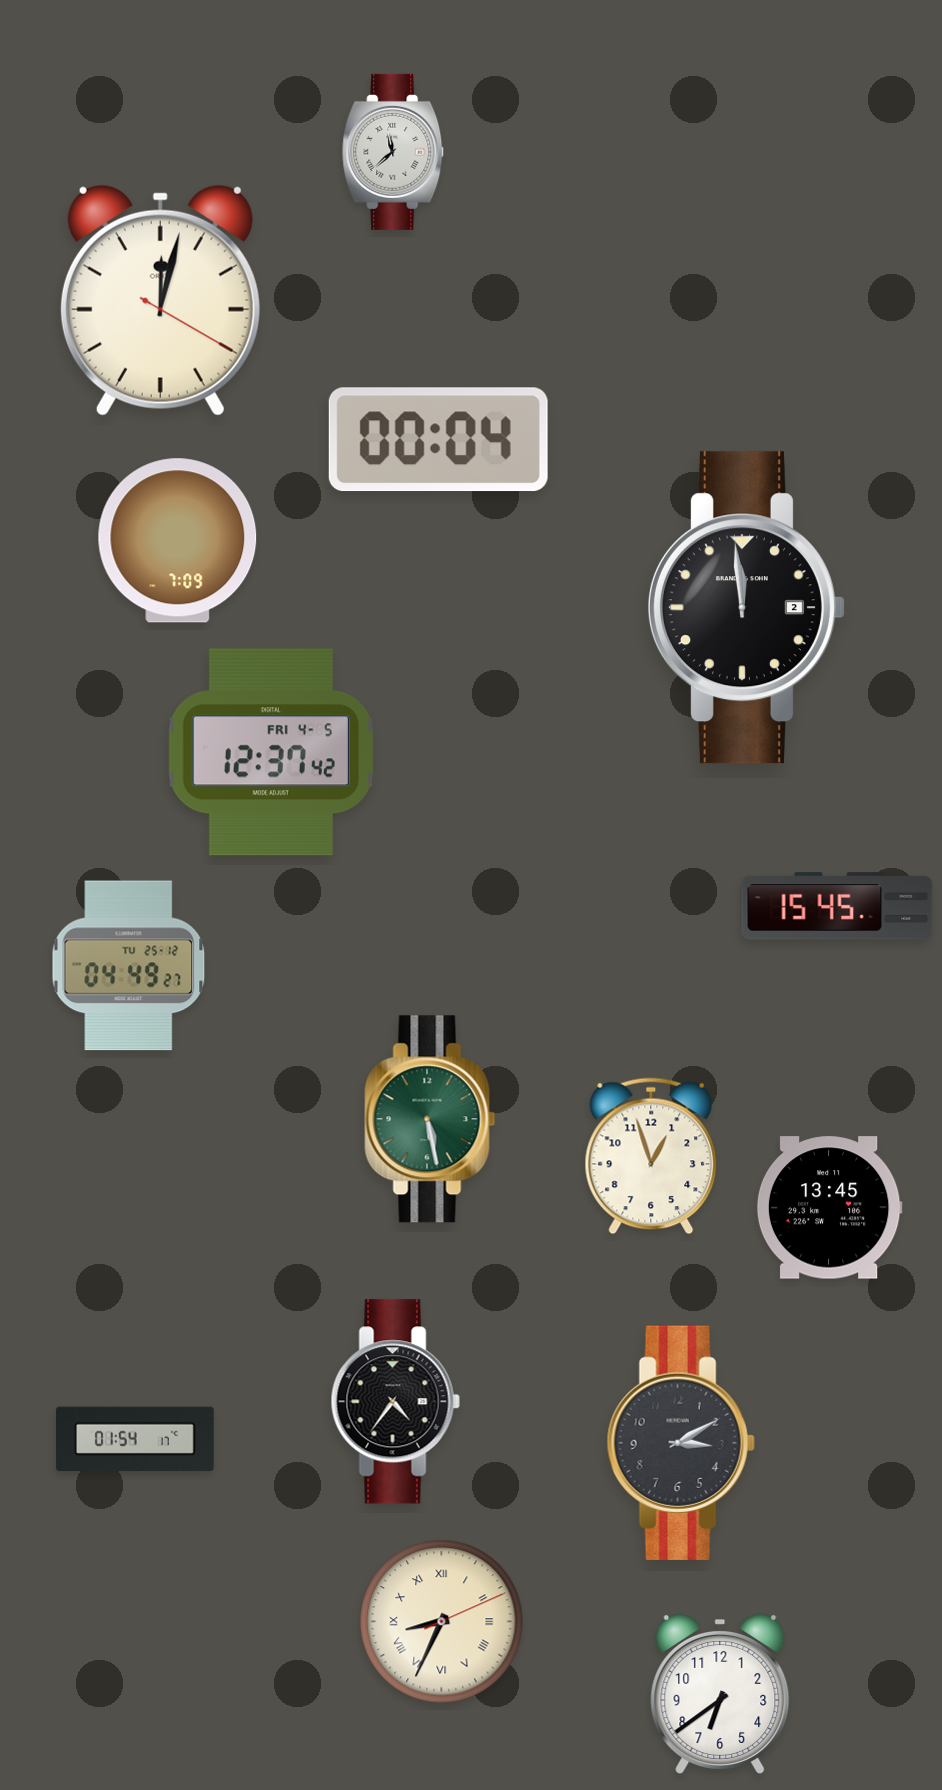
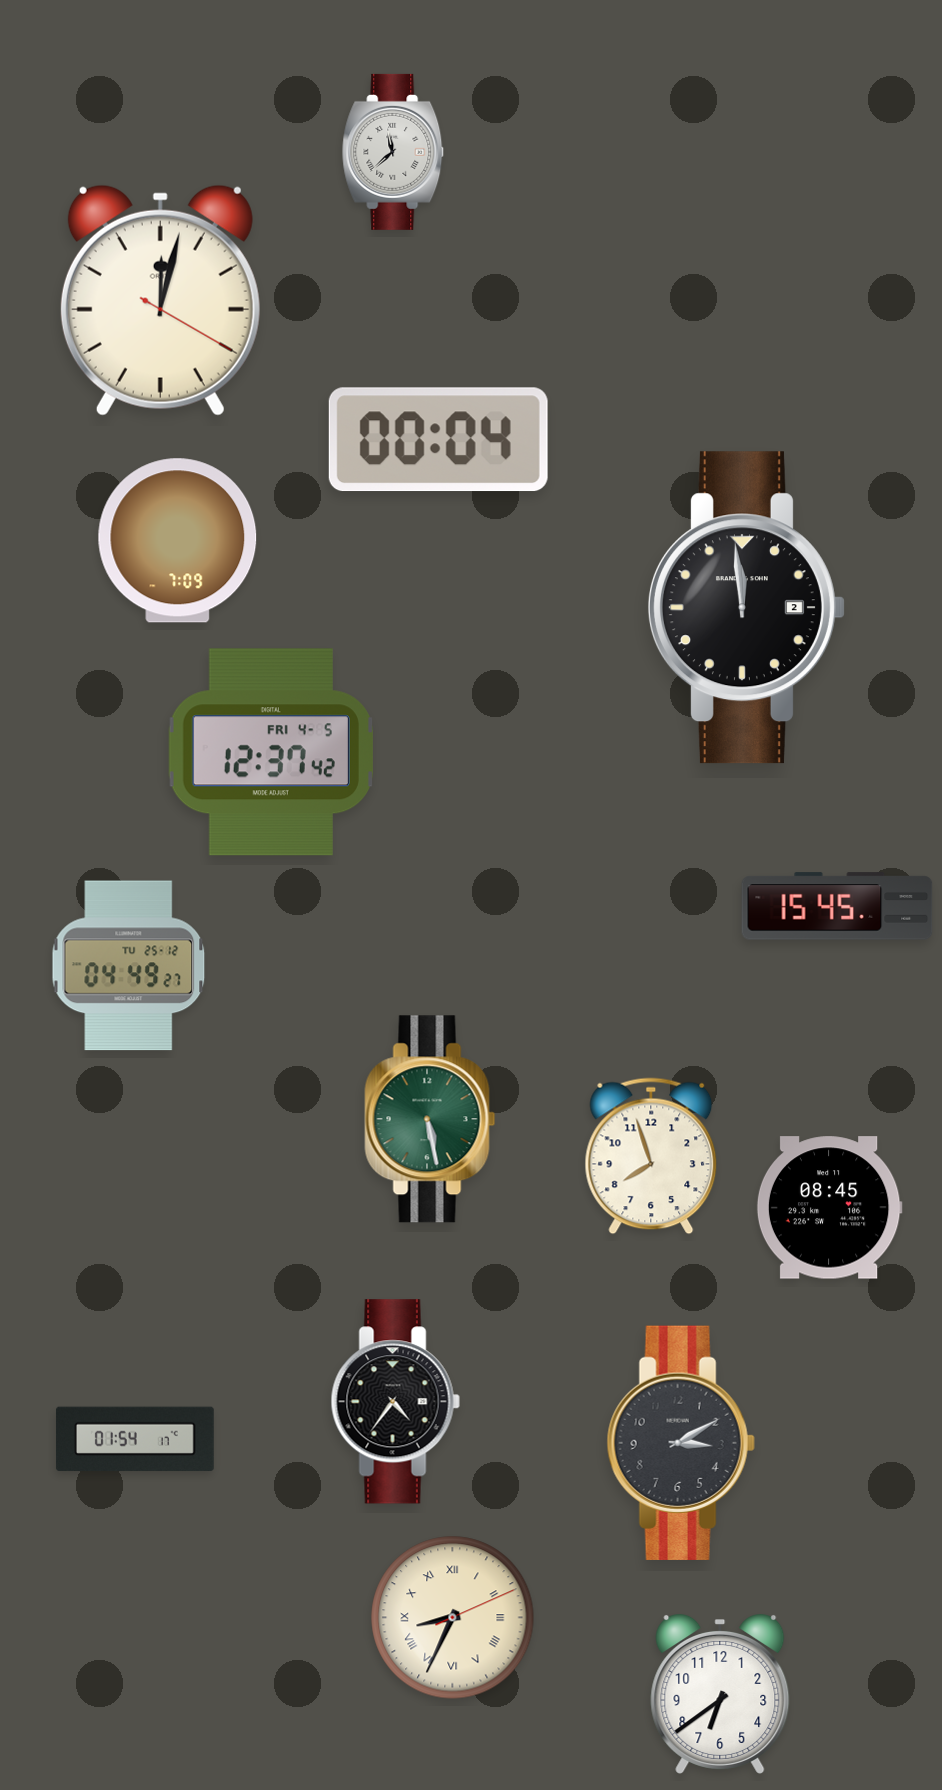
clock at (651, 1156): 12:57 -> 7:57
clock at (829, 1208): 13:45 -> 08:45
clock at (442, 1622) position: (442, 1622) -> (453, 1618)
